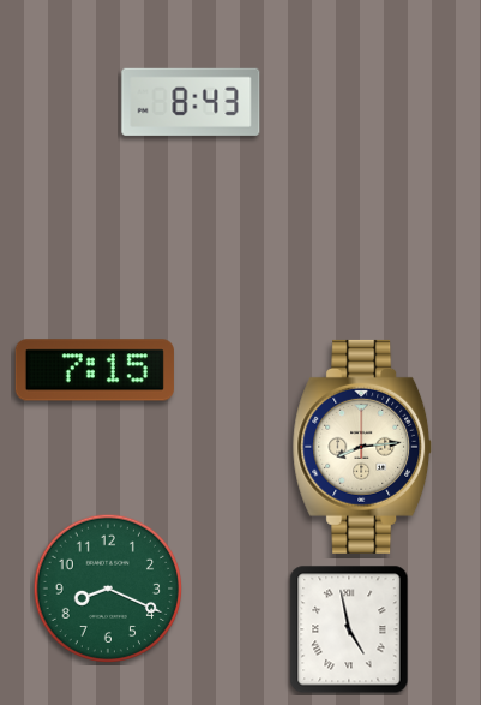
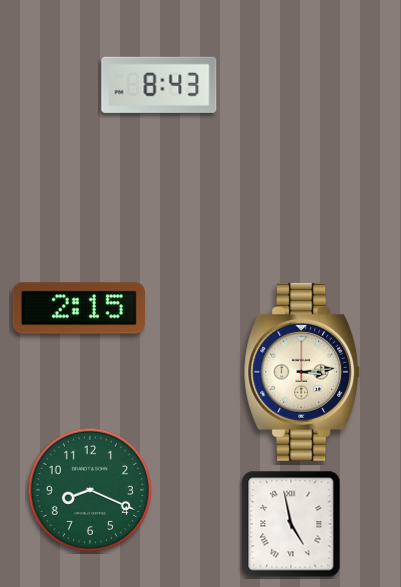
clock at (95, 370): 7:15 -> 2:15
clock at (362, 447): 8:14 -> 3:14
